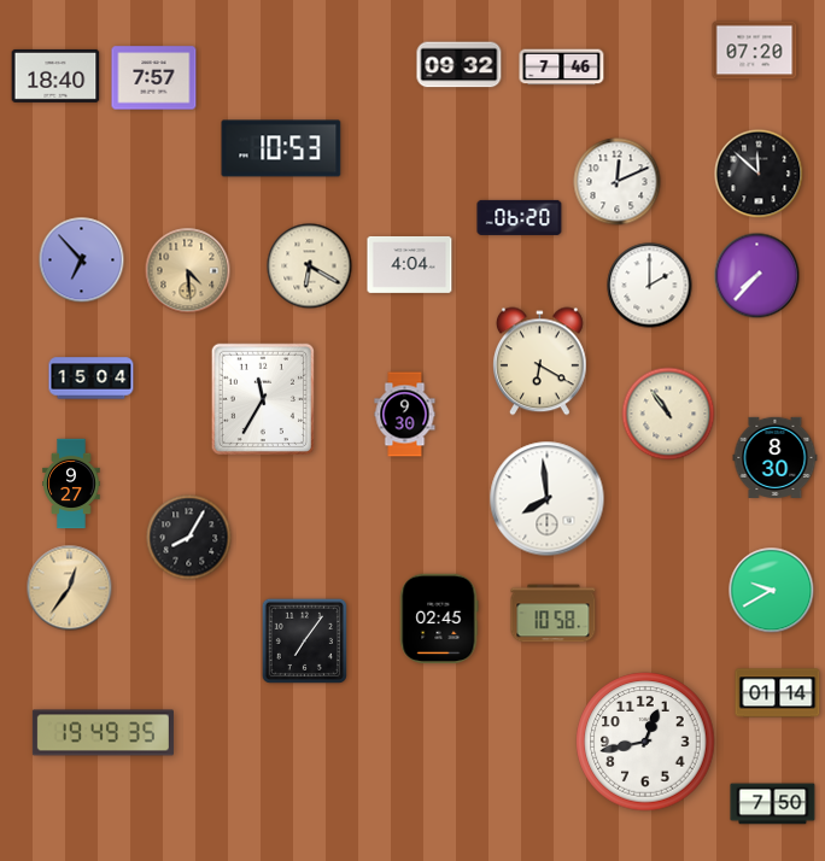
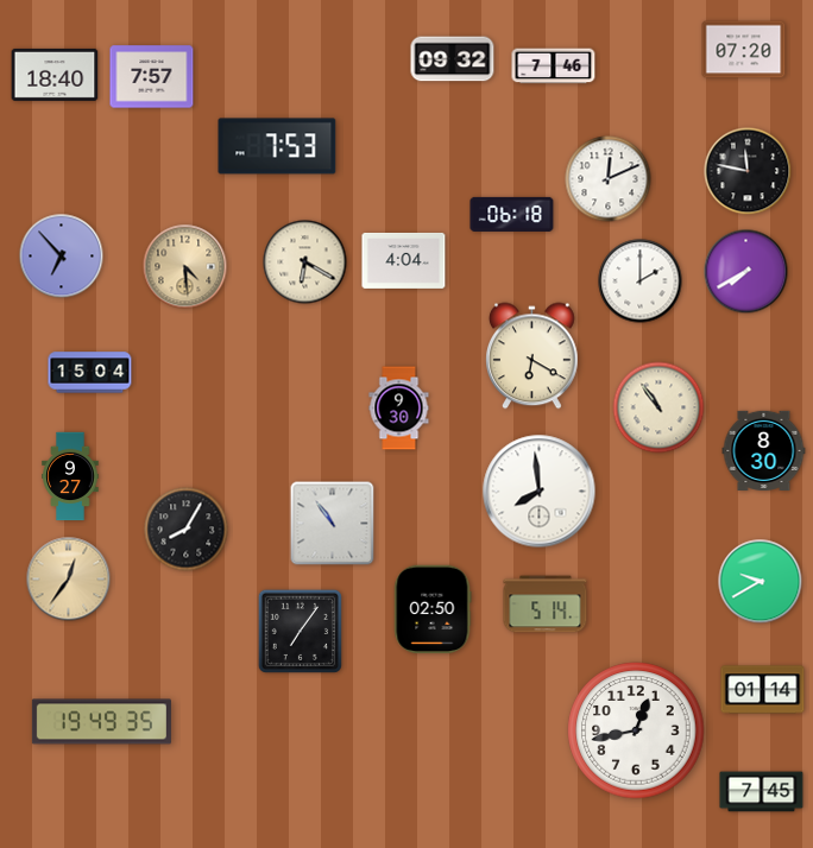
clock at (460, 65) position: (460, 65) -> (453, 59)
clock at (281, 148): 10:53 -> 7:53
clock at (759, 174): 11:52 -> 11:47
clock at (520, 217): 06:20 -> 06:18
clock at (82, 260) position: (82, 260) -> (62, 257)
clock at (757, 276): 7:37 -> 7:40
clock at (263, 398): 11:35 -> none
clock at (333, 524): none -> 10:54
clock at (554, 614): 10:58 -> 5:14
clock at (439, 619): 02:45 -> 02:50
clock at (778, 693) position: (778, 693) -> (763, 690)
clock at (773, 804): 7:50 -> 7:45
